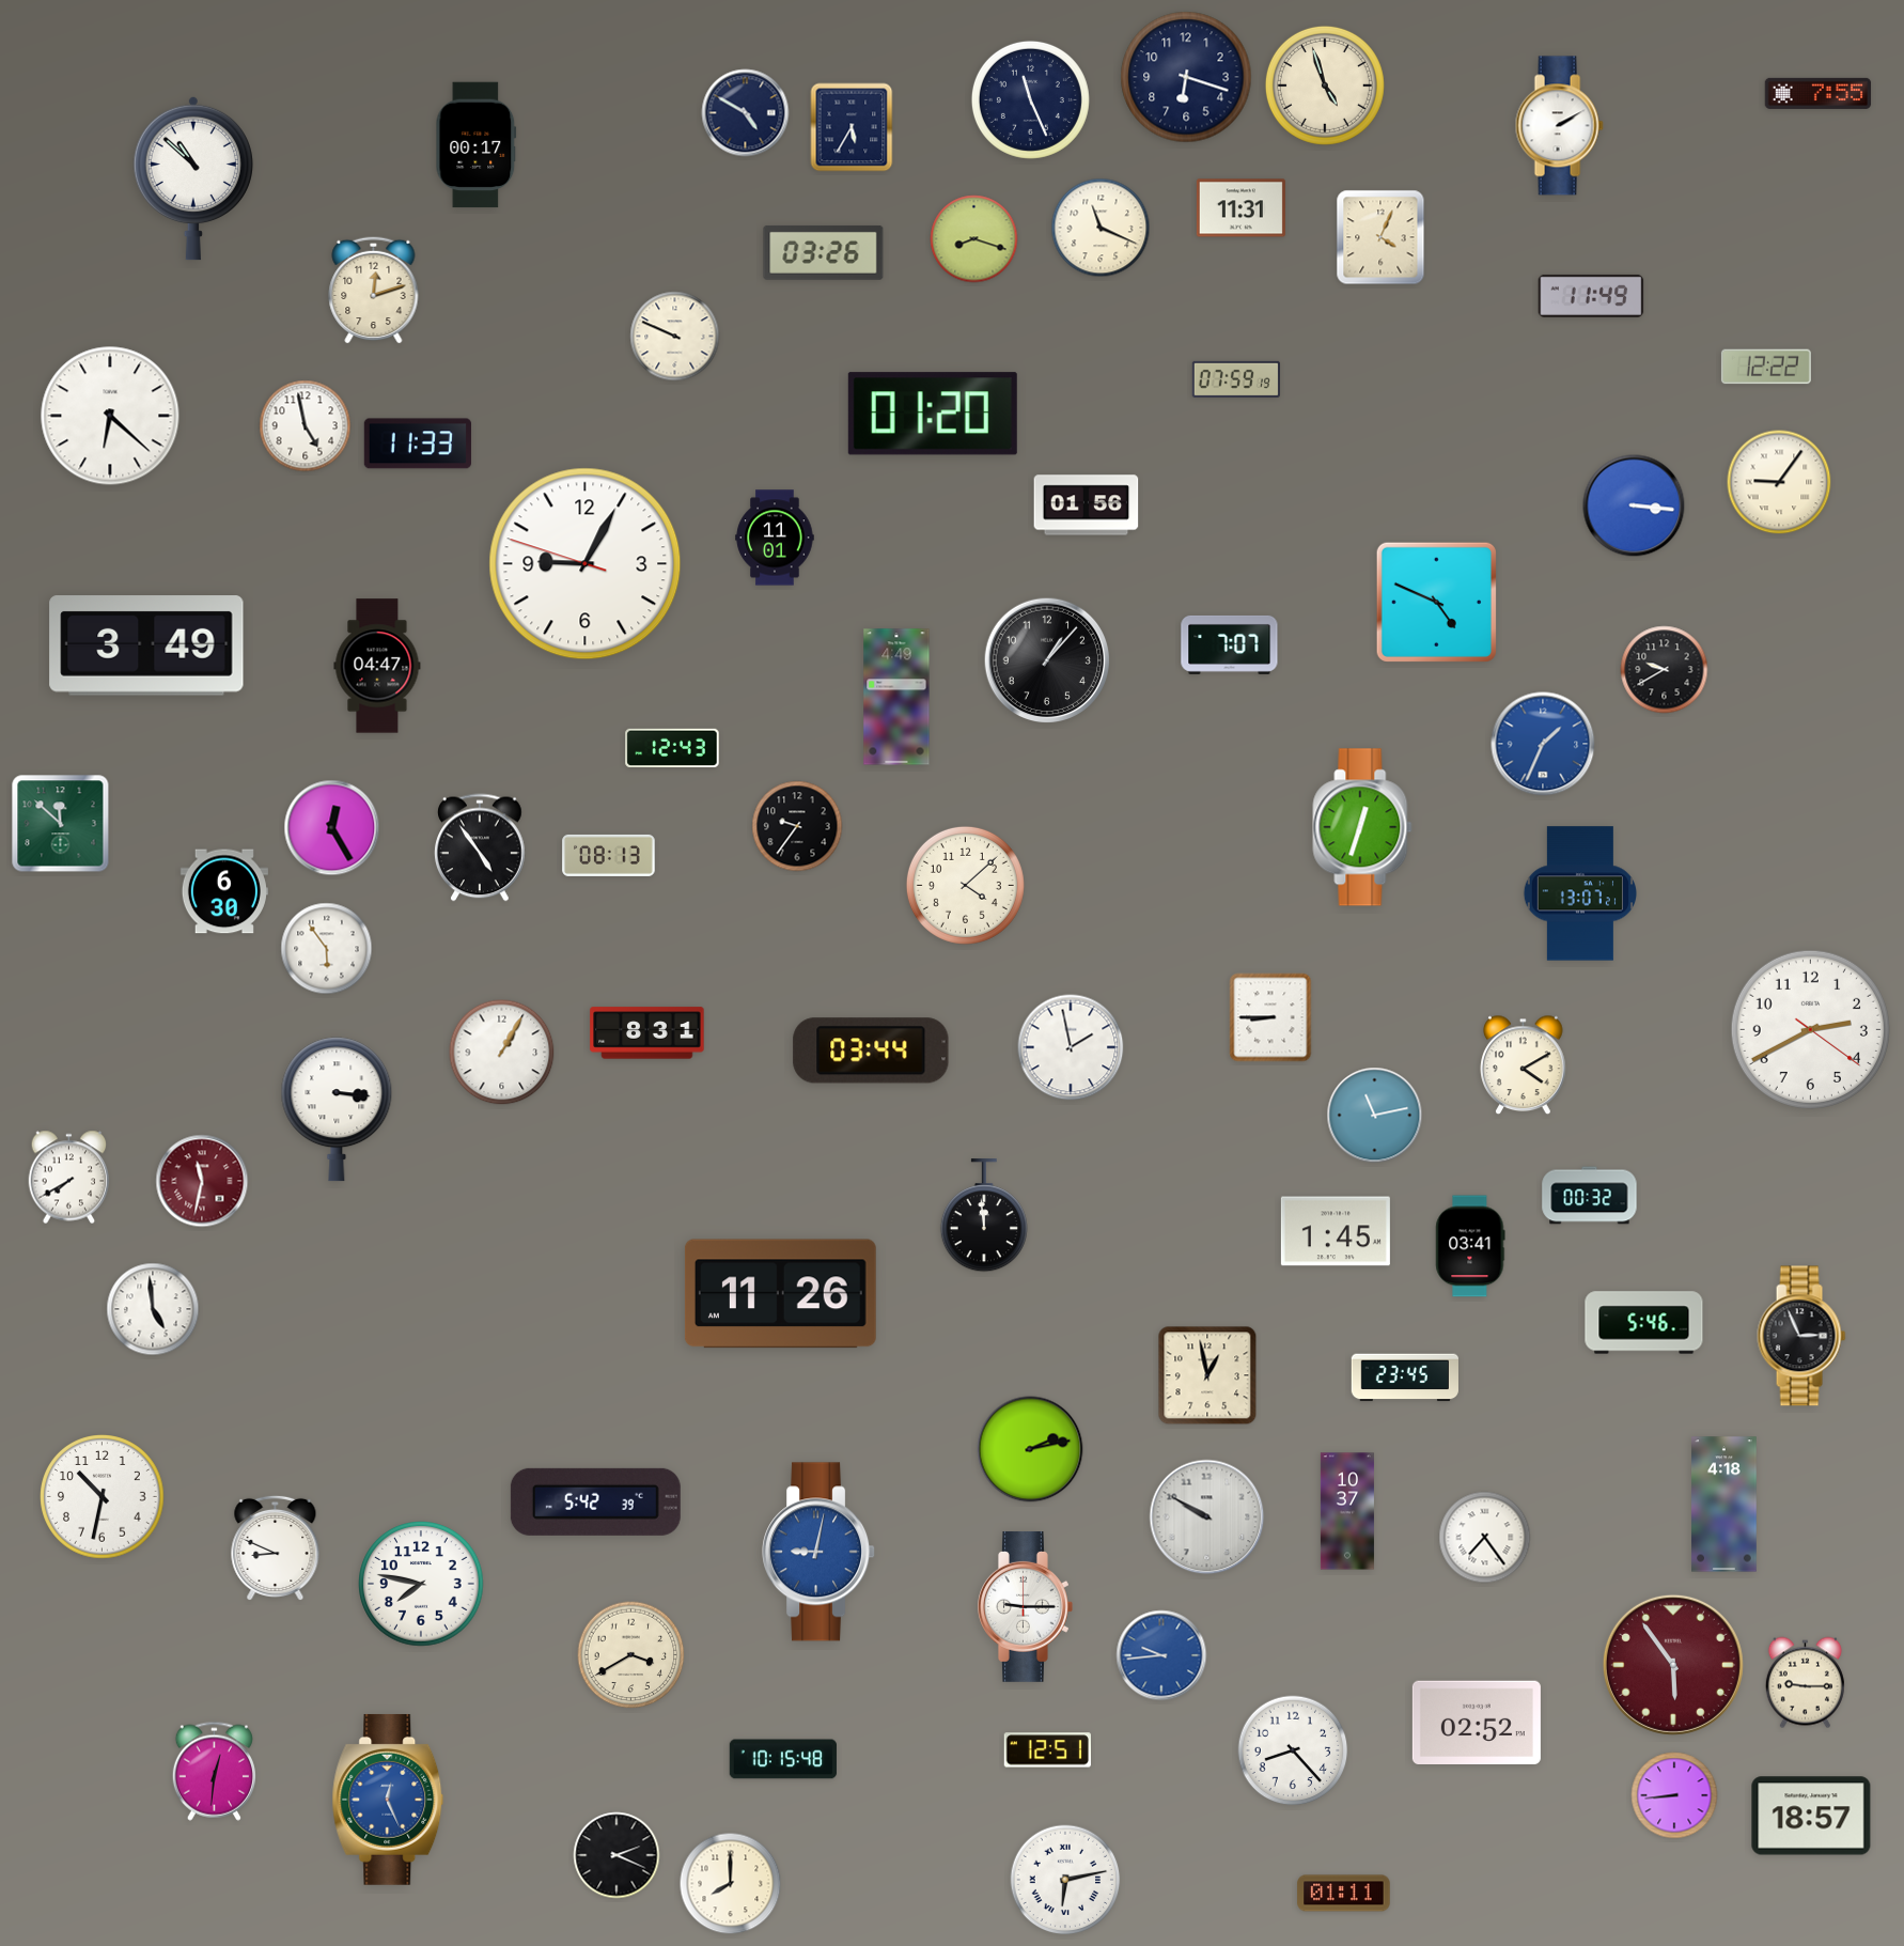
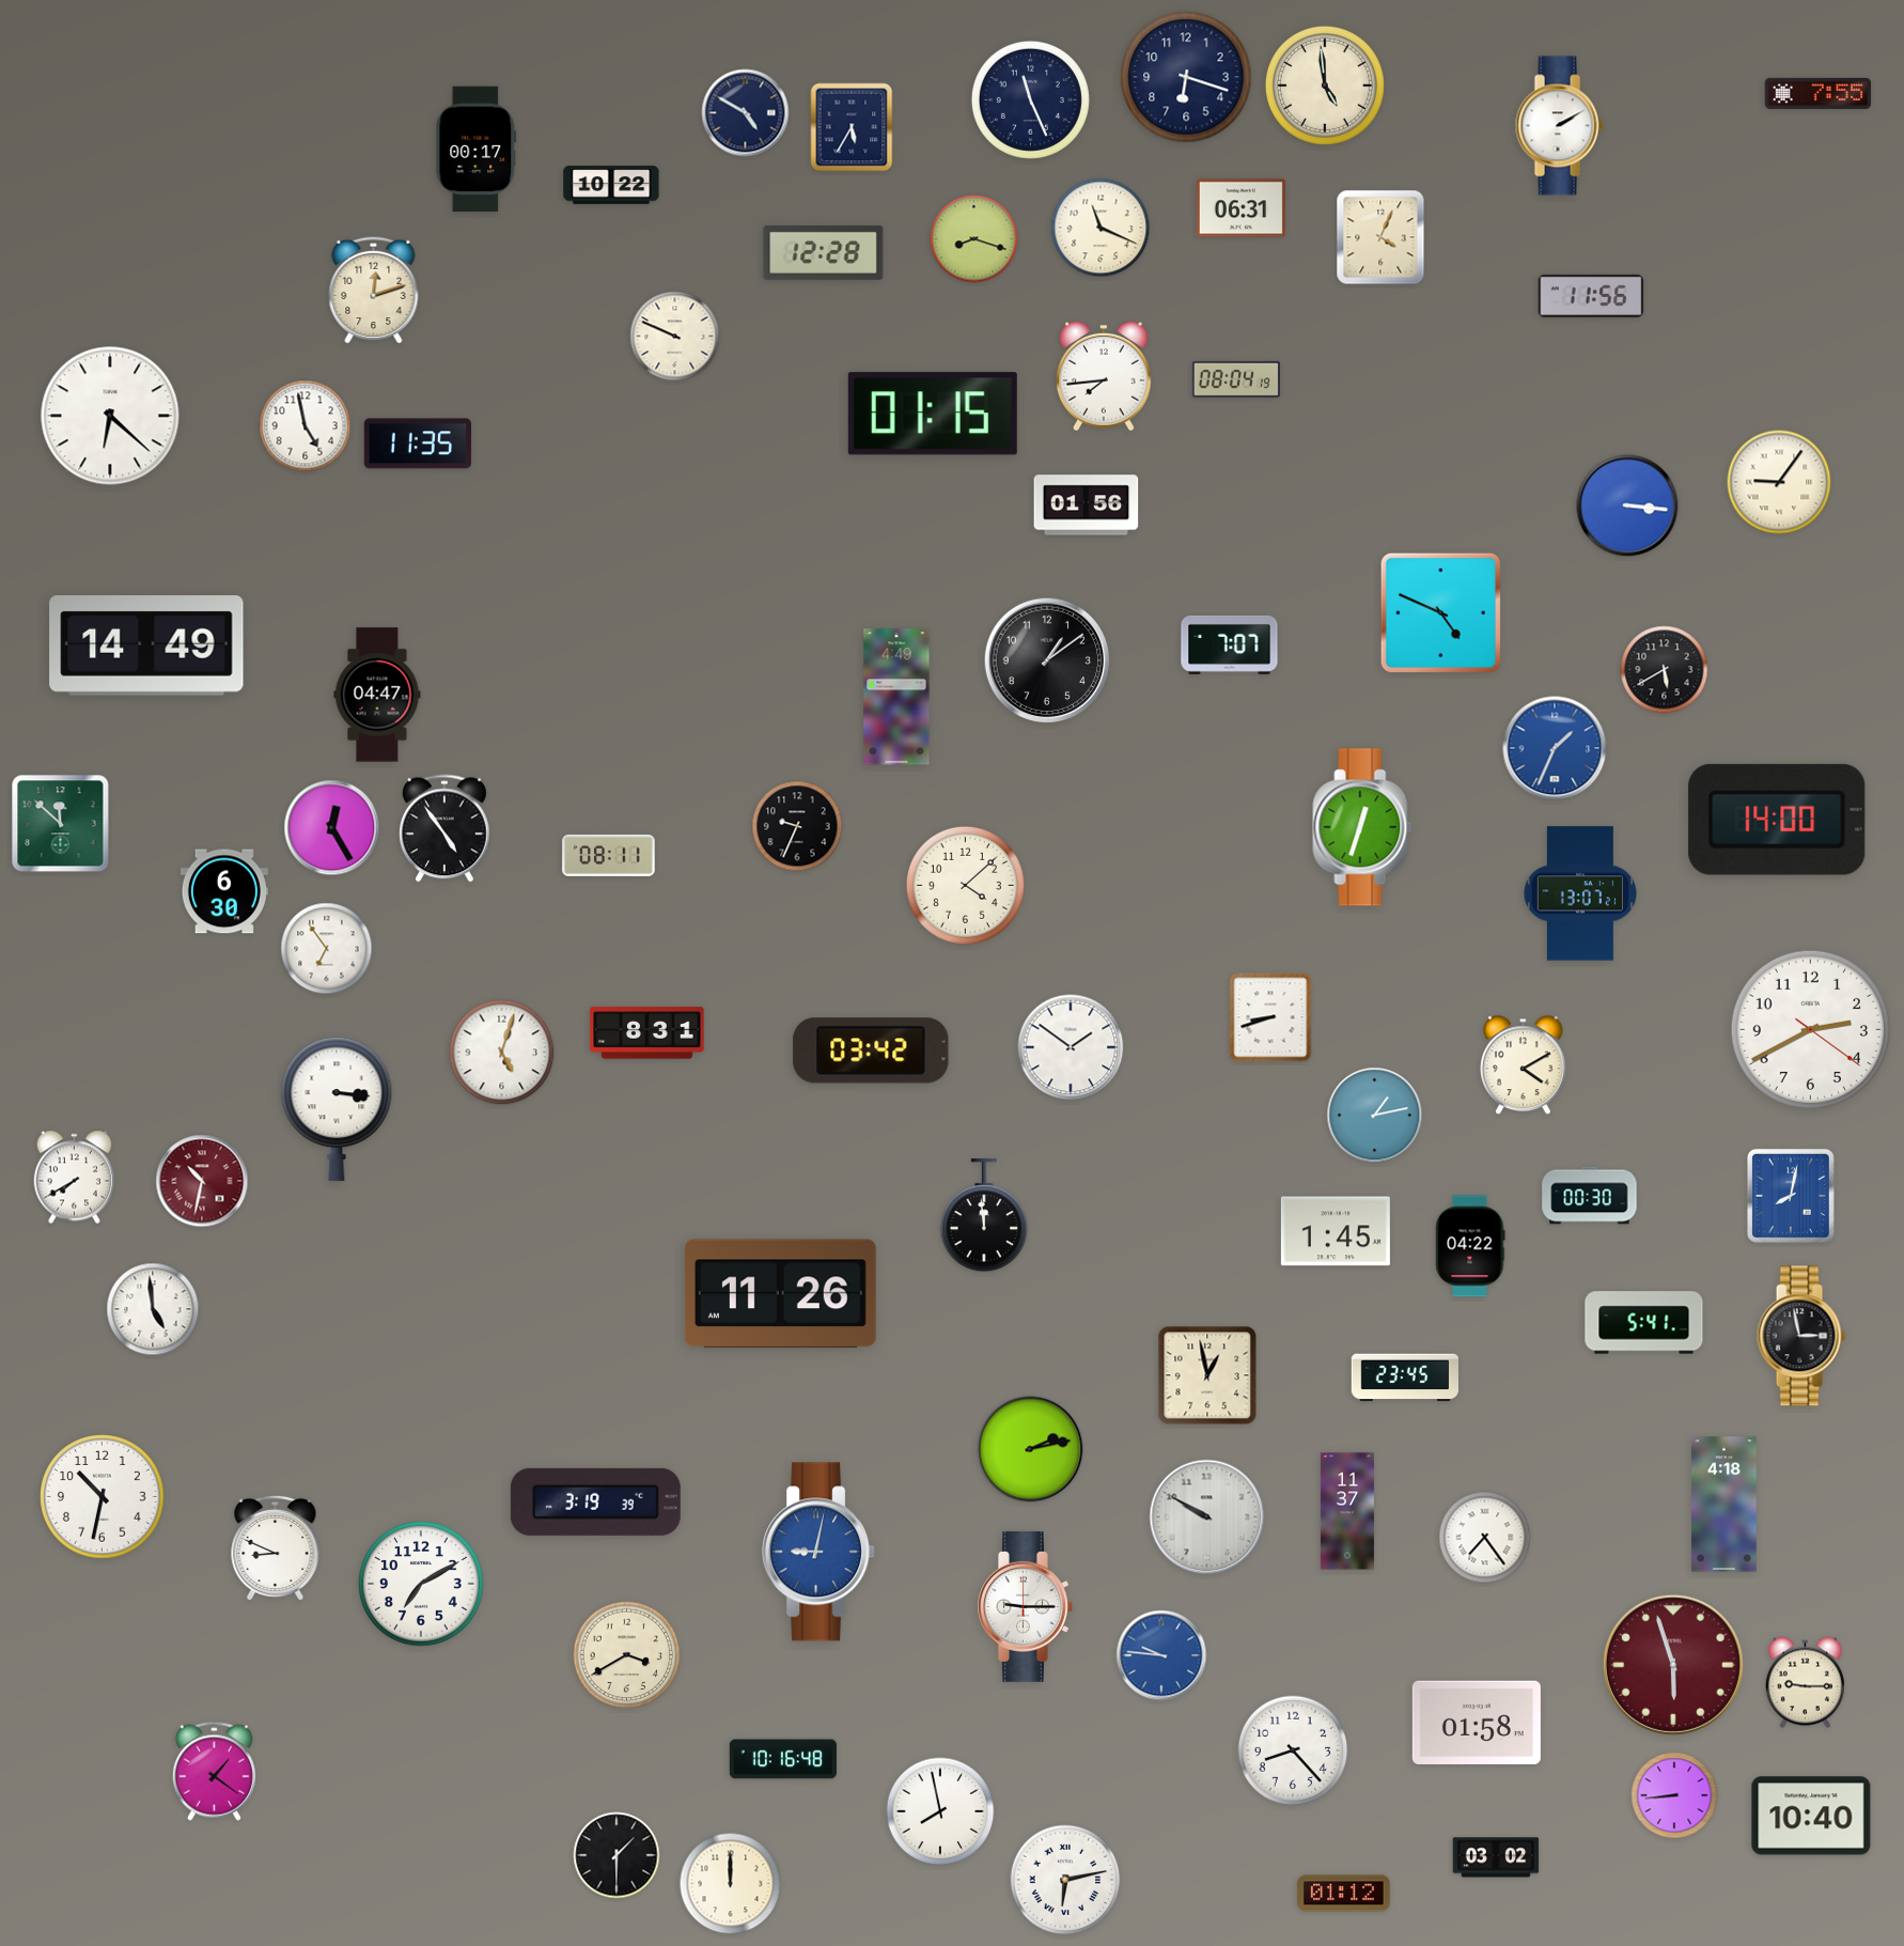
clock at (1325, 85): 4:57 -> 4:59
clock at (477, 145) position: (477, 145) -> (477, 150)
clock at (193, 178): 10:52 -> none
clock at (611, 185): none -> 10:22
clock at (1240, 208): 11:31 -> 06:31
clock at (824, 252): 03:26 -> 12:28
clock at (1591, 296): 11:49 -> 11:56
clock at (1766, 367): 12:22 -> none
clock at (1104, 376): none -> 7:44
clock at (1236, 379): 07:59 -> 08:04
clock at (933, 414): 01:20 -> 01:15
clock at (418, 443): 11:33 -> 11:35
clock at (1634, 505) position: (1634, 505) -> (1627, 505)
clock at (775, 538): 11:01 -> none
clock at (586, 564): 9:04 -> none
clock at (1436, 602) position: (1436, 602) -> (1440, 612)
clock at (146, 645): 3:49 -> 14:49
clock at (1047, 660): 1:07 -> 1:09
clock at (377, 666) position: (377, 666) -> (377, 695)
clock at (1665, 670): 9:40 -> 5:40
clock at (1543, 744) position: (1543, 744) -> (1555, 748)
clock at (672, 748): 12:43 -> none
clock at (1777, 820): none -> 14:00
clock at (797, 826): 9:36 -> 9:34
clock at (481, 847) position: (481, 847) -> (446, 828)
clock at (609, 855): 08:13 -> 08:11
clock at (327, 949): 5:54 -> 6:54
clock at (1270, 1017): 8:45 -> 8:42
clock at (1071, 1047): 1:58 -> 1:51
clock at (871, 1050): 03:44 -> 03:42
clock at (502, 1053): 1:05 -> 5:03
clock at (1375, 1116): 11:13 -> 1:13
clock at (69, 1178) position: (69, 1178) -> (75, 1178)
clock at (202, 1181): 11:32 -> 10:32
clock at (1590, 1196): 00:32 -> 00:30
clock at (1791, 1196): none -> 8:02
clock at (1470, 1246): 03:41 -> 04:22
clock at (1644, 1323): 5:46 -> 5:41
clock at (1801, 1336): 2:56 -> 2:58
clock at (595, 1501): 5:42 -> 3:19
clock at (1347, 1511): 10:37 -> 11:37
clock at (421, 1584): 7:47 -> 7:10
clock at (631, 1655) position: (631, 1655) -> (627, 1655)
clock at (1161, 1655): 9:44 -> 9:46
clock at (1673, 1665): 5:54 -> 5:57
clock at (1477, 1722): 02:52 -> 01:58
clock at (1047, 1750): 12:51 -> none
clock at (783, 1759): 10:15 -> 10:16
clock at (214, 1771): 12:31 -> 1:21
clock at (388, 1800): 12:26 -> none
clock at (940, 1811): none -> 7:58
clock at (1811, 1816): 18:57 -> 10:40
clock at (617, 1855): 2:19 -> 1:30
clock at (1496, 1857): none -> 03:02
clock at (731, 1884): 8:00 -> 12:00
clock at (1344, 1894): 01:11 -> 01:12
